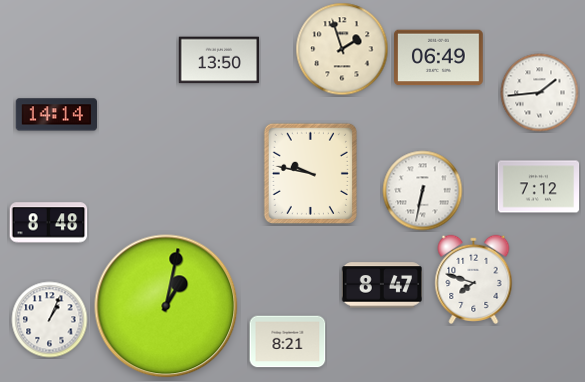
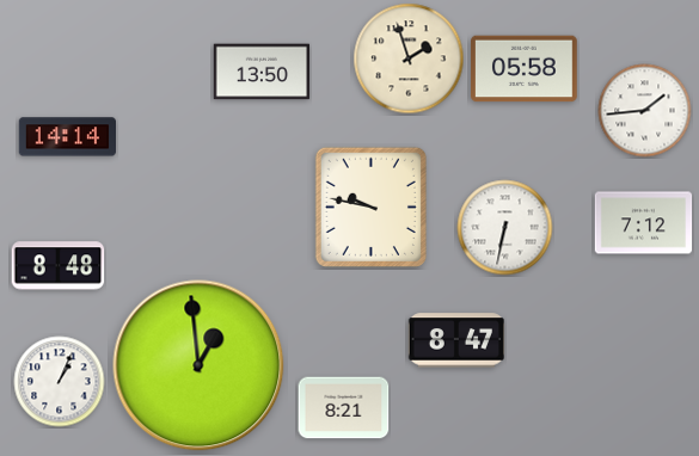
clock at (439, 58): 06:49 -> 05:58
clock at (474, 279): 7:48 -> none
clock at (166, 306): 1:02 -> 12:59
